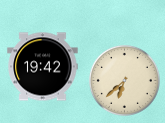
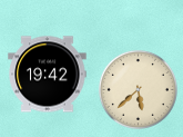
clock at (124, 80): 6:38 -> 5:38
